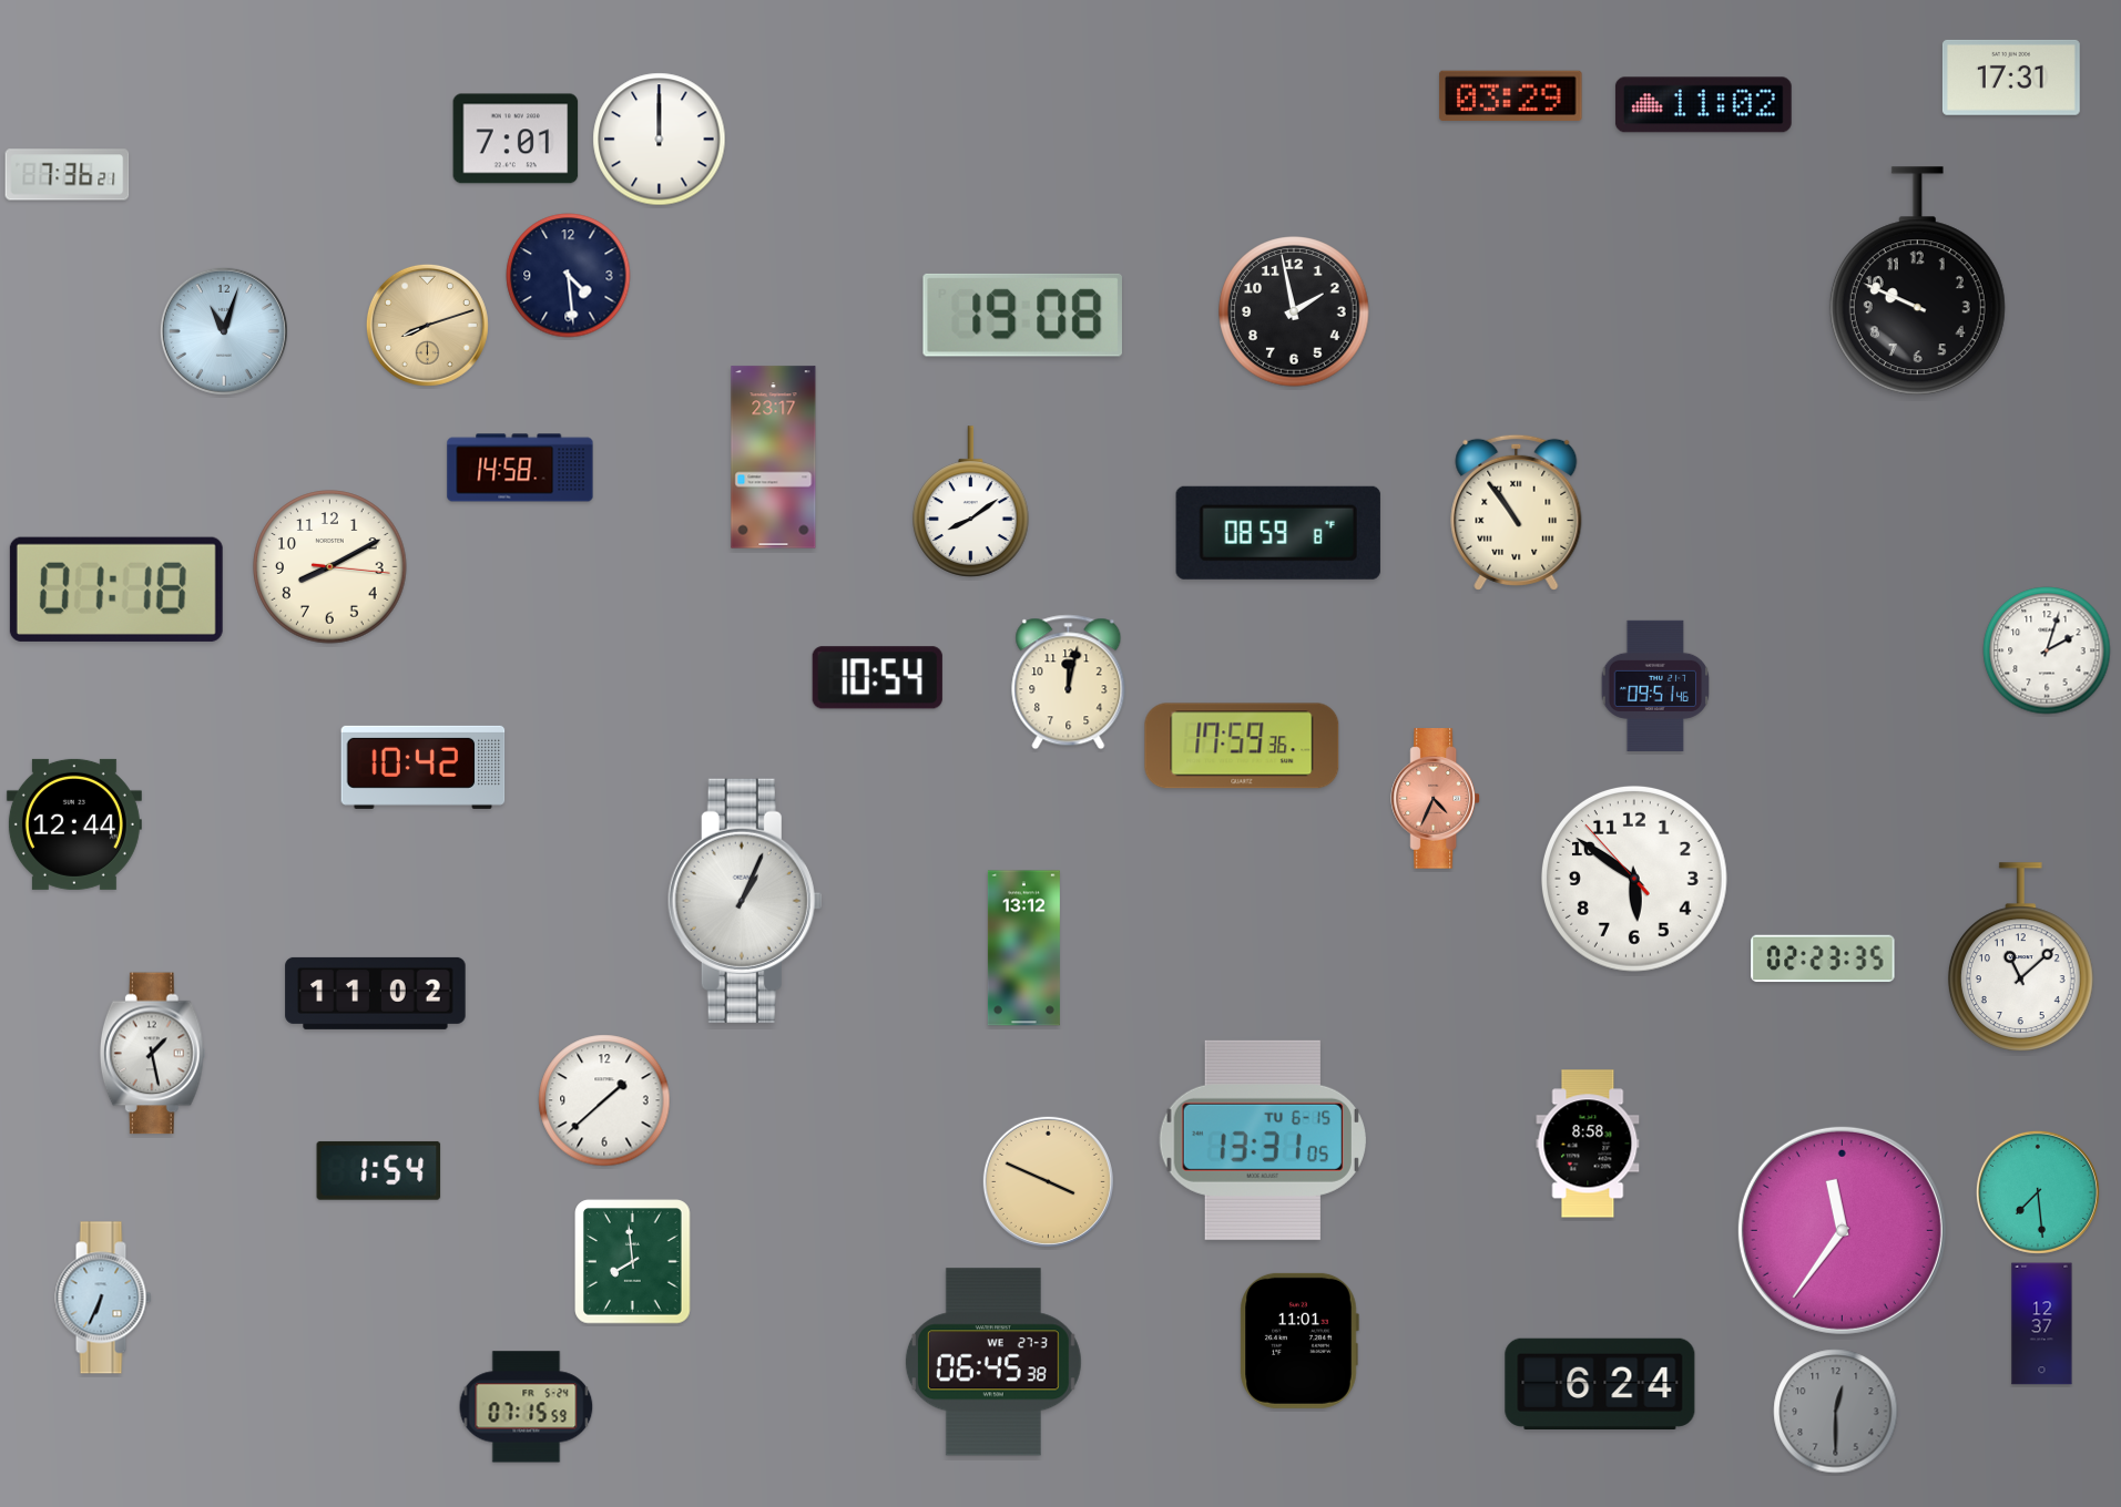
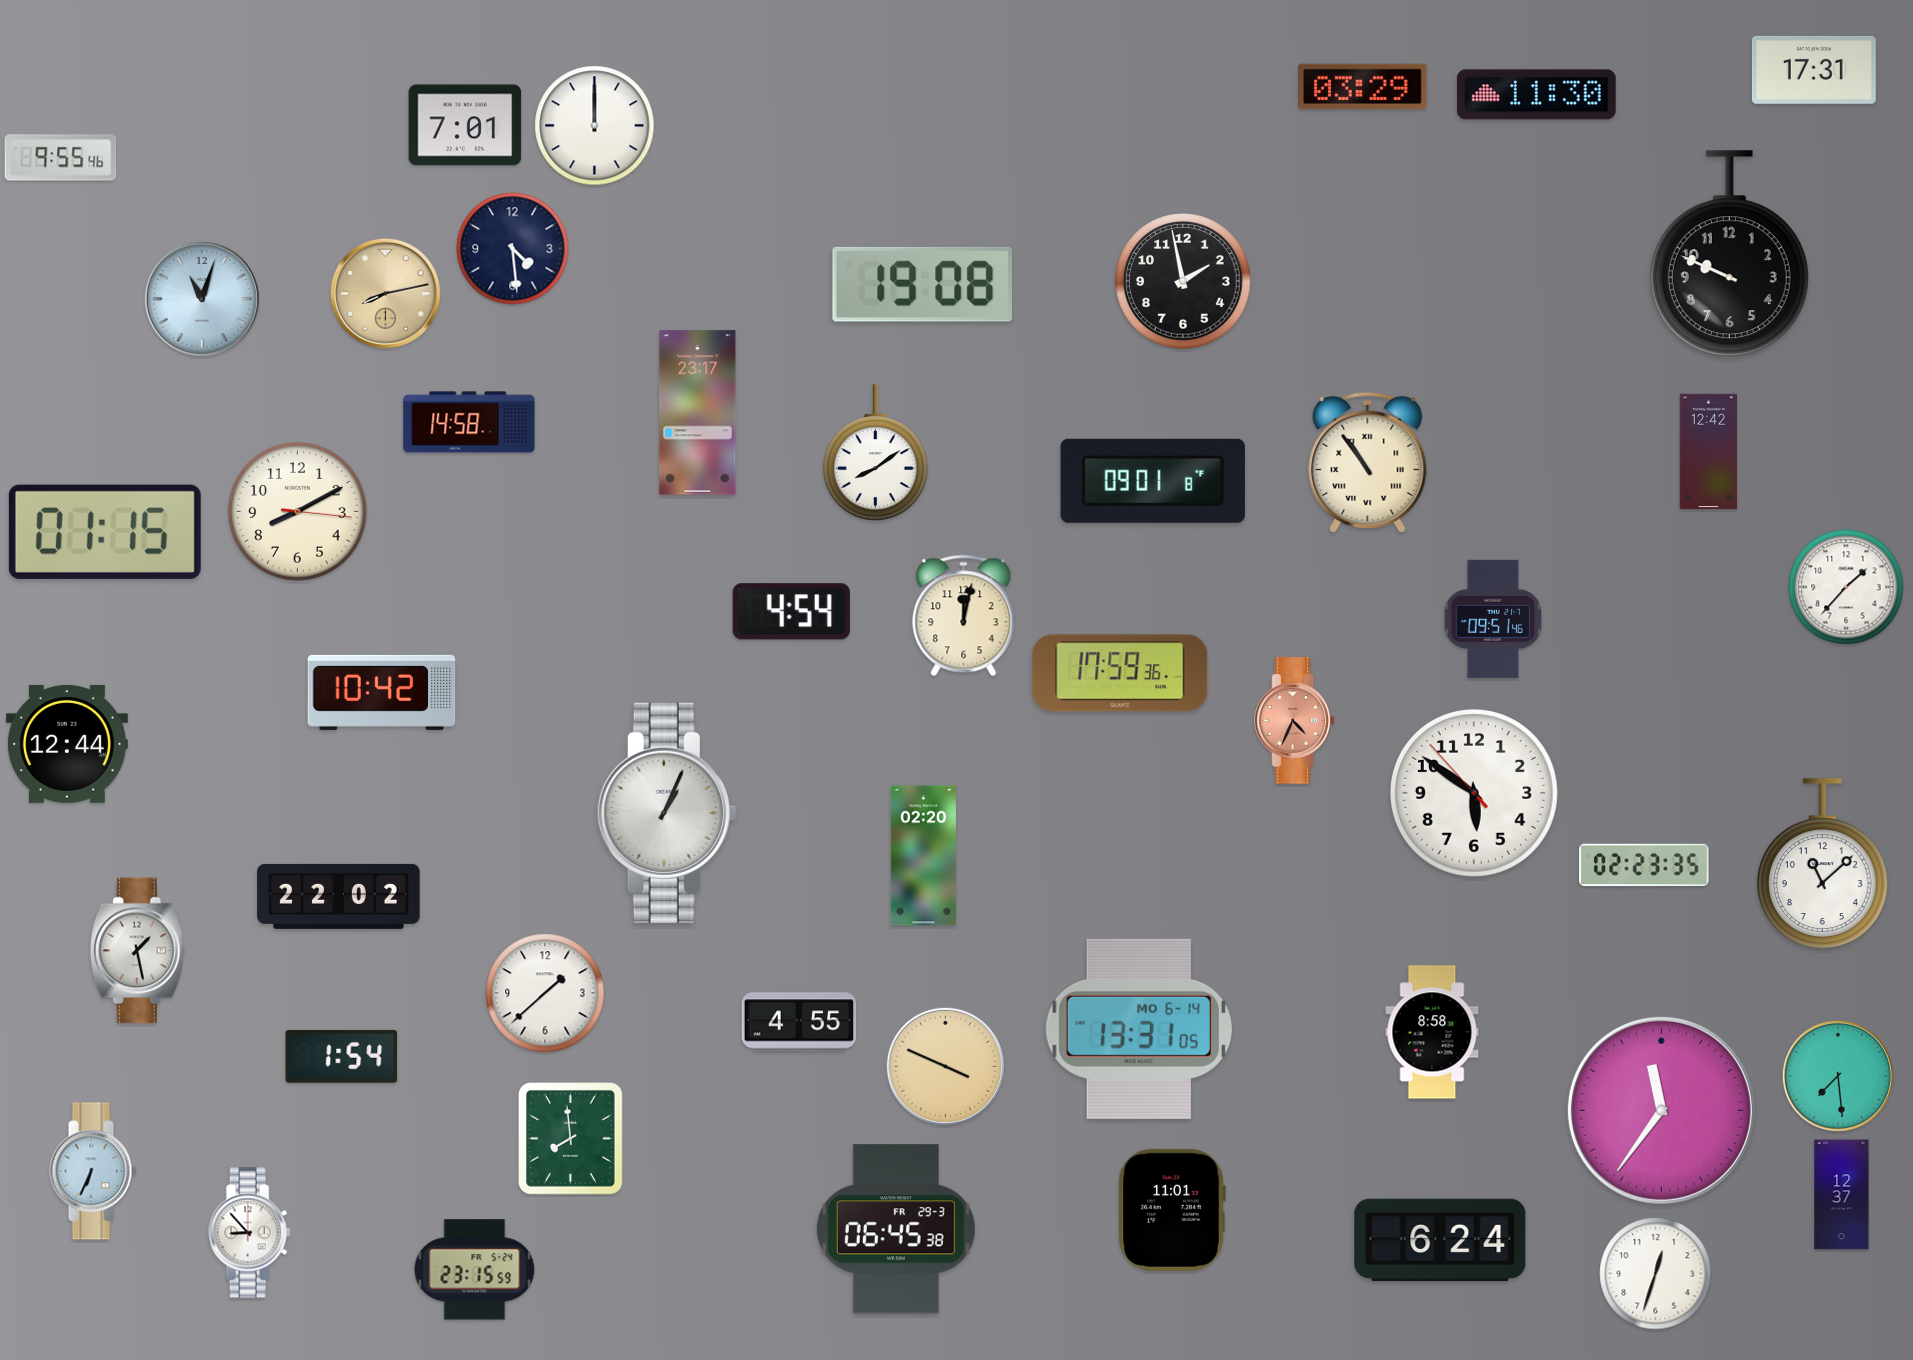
clock at (1703, 105): 11:02 -> 11:30
clock at (68, 175): 7:36 -> 9:55
clock at (1294, 311) position: (1294, 311) -> (1183, 281)
clock at (427, 325): 8:12 -> 8:13
clock at (1709, 452): none -> 12:42
clock at (1278, 533): 08:59 -> 09:01
clock at (116, 590): 01:18 -> 01:15
clock at (2047, 650): 2:03 -> 1:37
clock at (877, 678): 10:54 -> 4:54
clock at (745, 901) position: (745, 901) -> (667, 813)
clock at (1023, 949): 13:12 -> 02:20
clock at (376, 993): 11:02 -> 22:02
clock at (799, 1022): none -> 4:55
clock at (1263, 1140) date: TU 6-15 -> MO 6-14
clock at (993, 1362) date: WE 27-3 -> FR 29-3
clock at (249, 1233): none -> 8:53
clock at (1600, 1383) position: (1600, 1383) -> (1440, 1239)
clock at (527, 1407): 07:15 -> 23:15
clock at (1836, 1412): 12:30 -> 12:33
clock at (1836, 1412) dial: grey -> white
